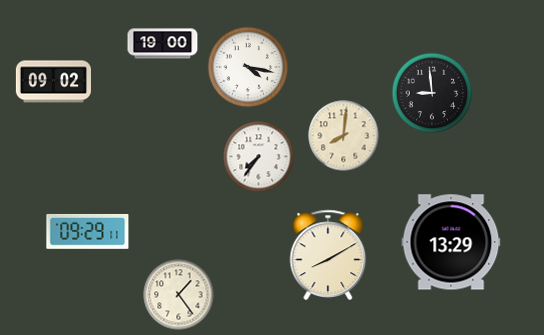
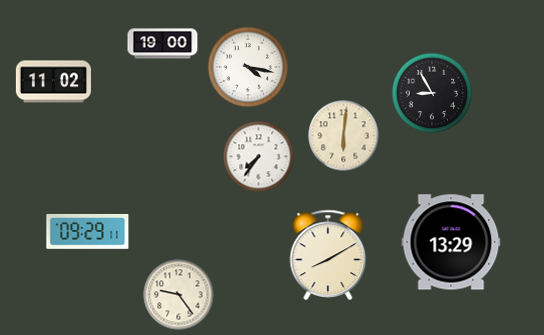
clock at (53, 82): 09:02 -> 11:02
clock at (432, 93): 8:59 -> 8:55
clock at (344, 136): 8:01 -> 6:01
clock at (179, 295): 1:24 -> 9:24
